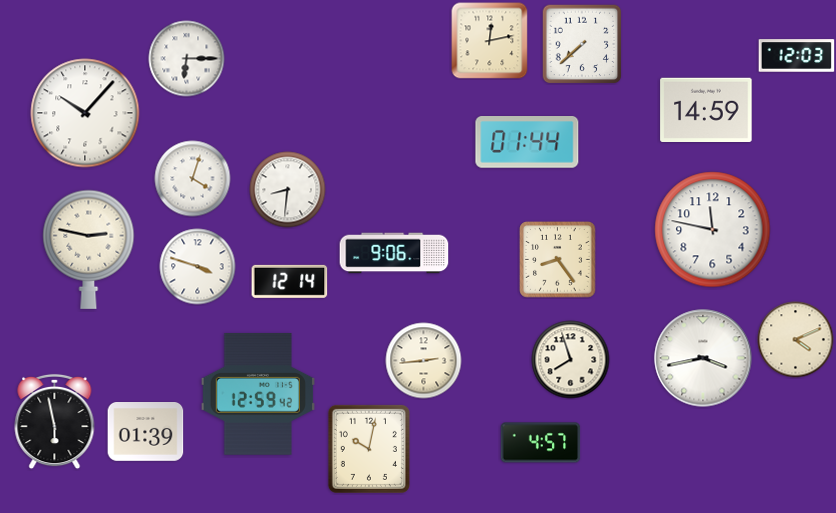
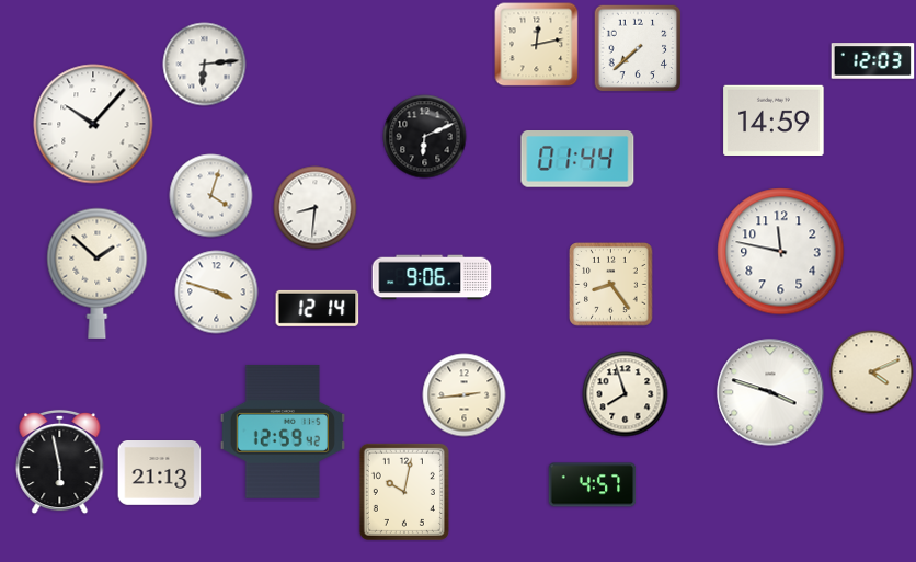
clock at (187, 59): 6:15 -> 6:14
clock at (425, 137): none -> 6:11
clock at (527, 143) position: (527, 143) -> (577, 160)
clock at (89, 249): 2:47 -> 1:52
clock at (703, 358): 3:43 -> 3:48
clock at (146, 432): 01:39 -> 21:13
